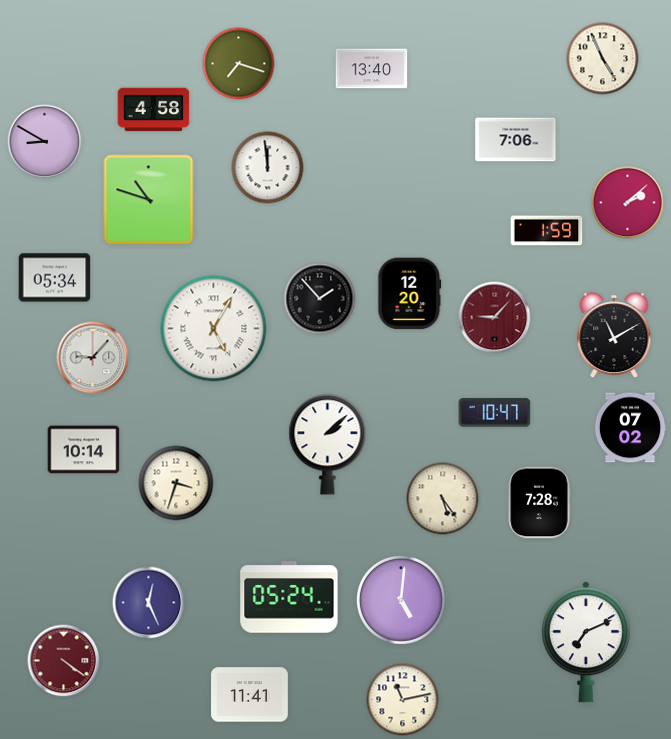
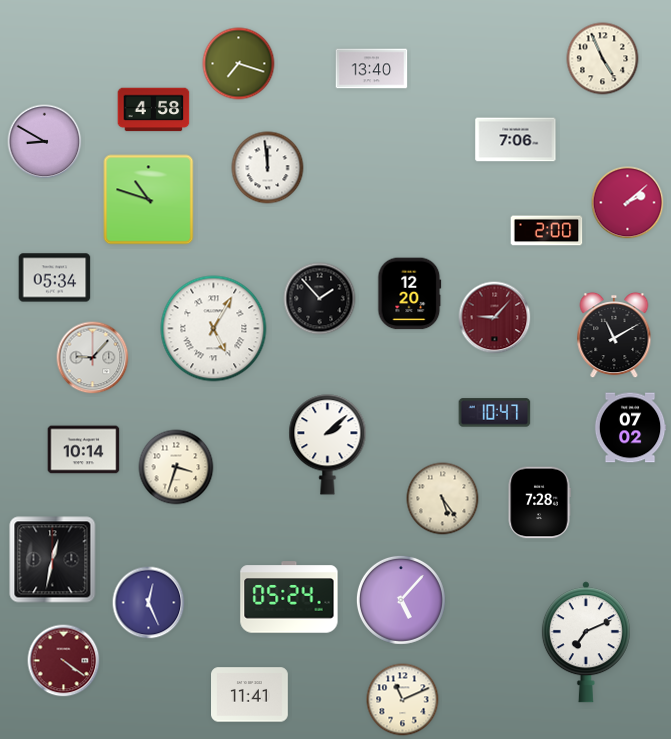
clock at (547, 231): 1:59 -> 2:00
clock at (176, 483) position: (176, 483) -> (176, 467)
clock at (53, 560): none -> 12:32
clock at (401, 600): 5:01 -> 5:07
clock at (403, 700): 11:13 -> 11:11
